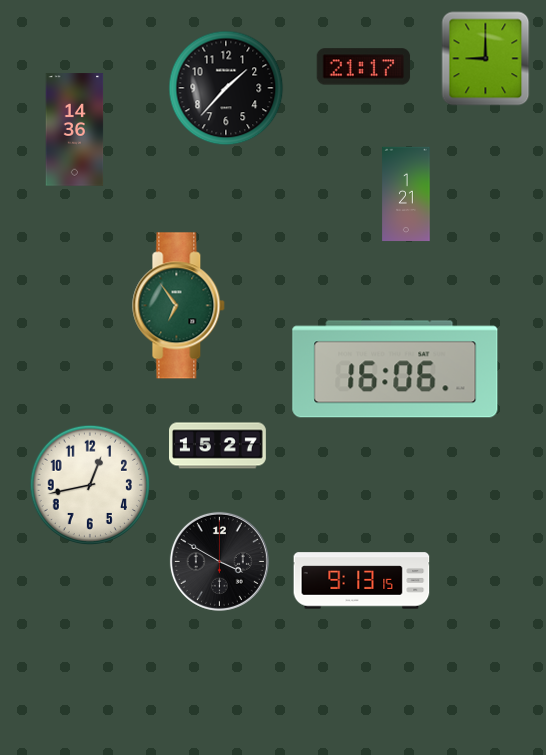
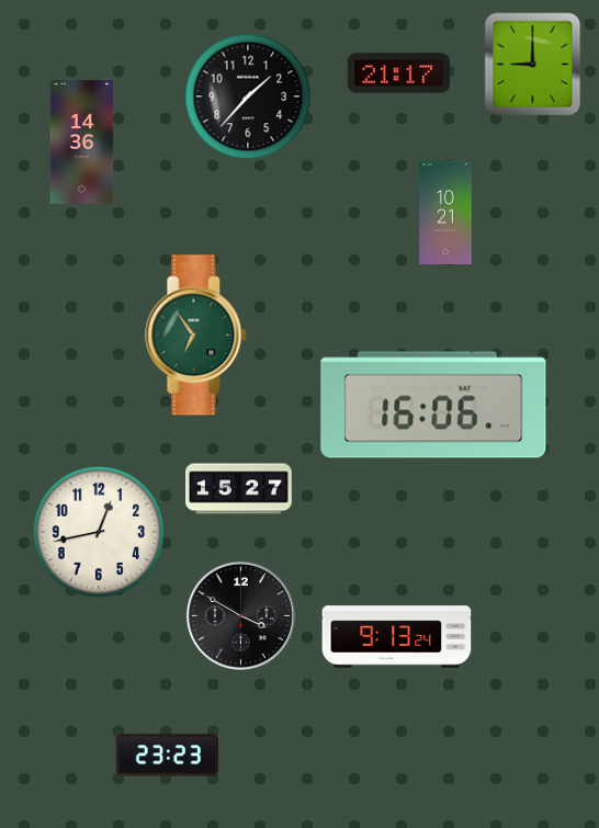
clock at (406, 194): 1:21 -> 10:21
clock at (362, 581): 9:13:15 -> 9:13:24
clock at (168, 756): none -> 23:23
